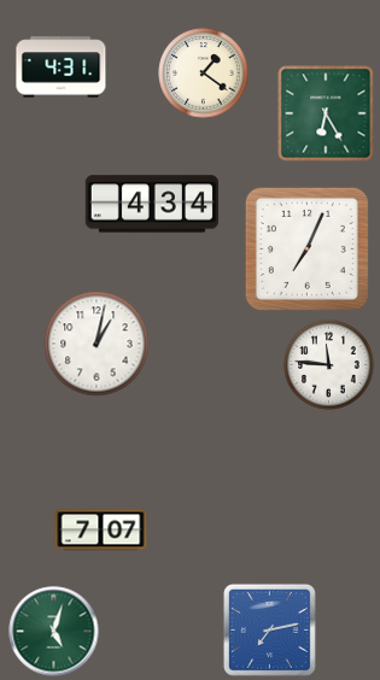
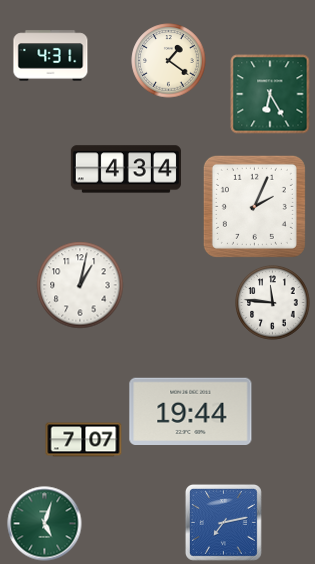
clock at (306, 248): 7:04 -> 2:04
clock at (191, 411): none -> 19:44
